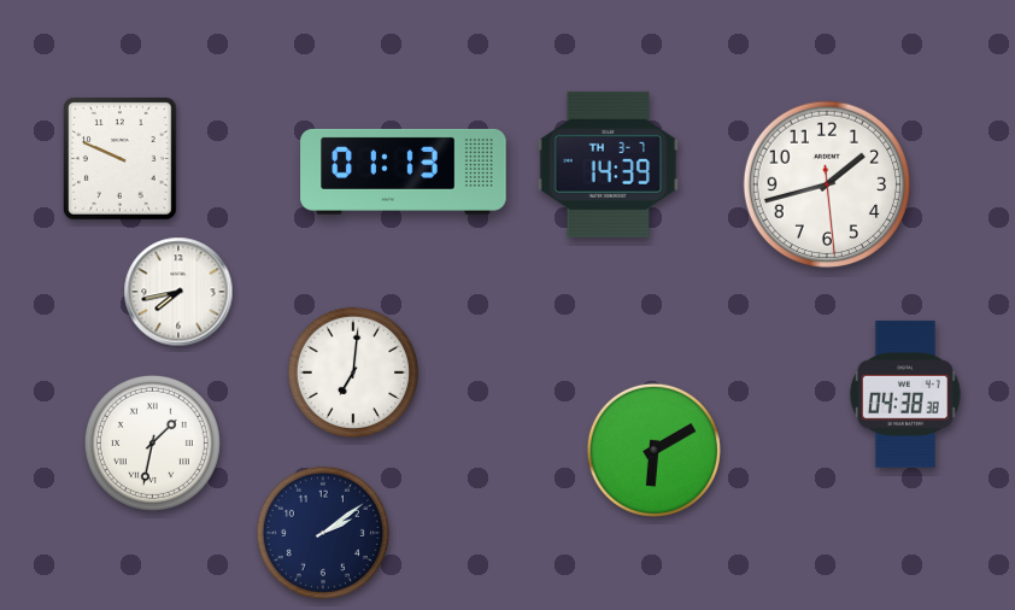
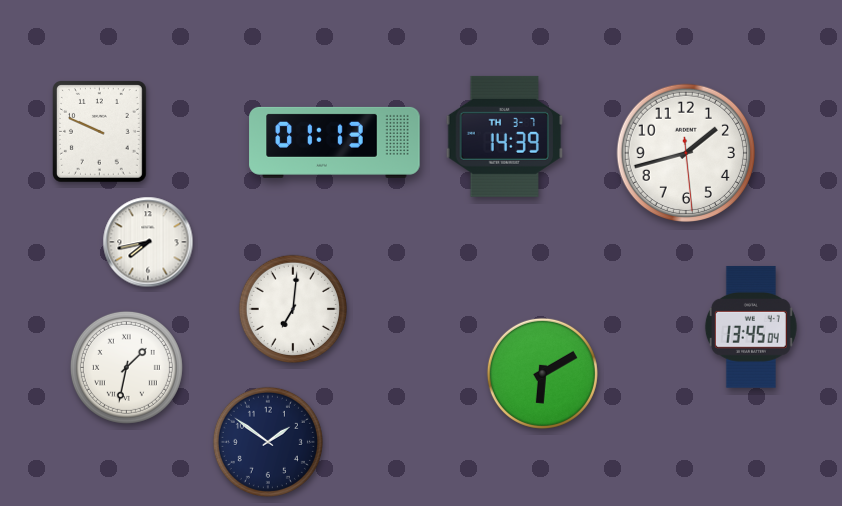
clock at (905, 394): 04:38 -> 13:45
clock at (323, 533): 2:09 -> 1:51
